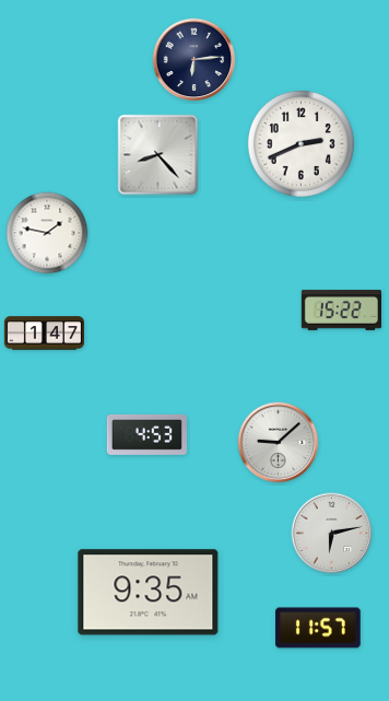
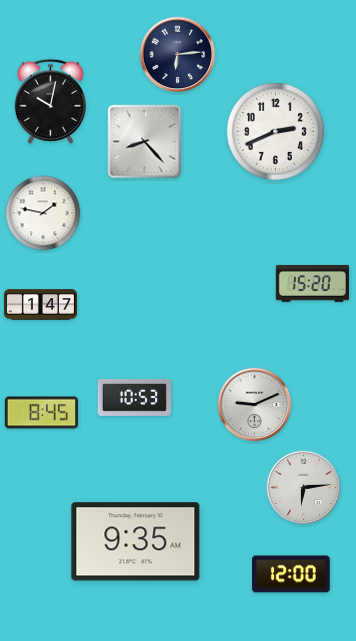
clock at (50, 101): none -> 10:02
clock at (341, 309): 15:22 -> 15:20
clock at (146, 434): 4:53 -> 10:53
clock at (279, 443): 9:08 -> 9:11
clock at (41, 413): none -> 8:45
clock at (332, 534): 6:13 -> 6:14
clock at (318, 628): 11:57 -> 12:00
